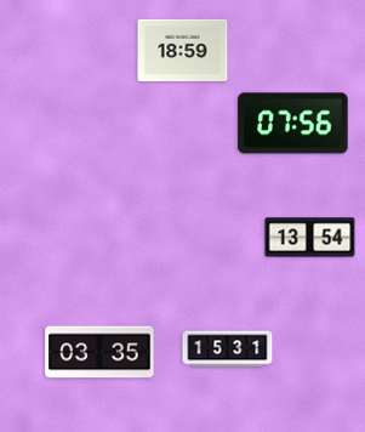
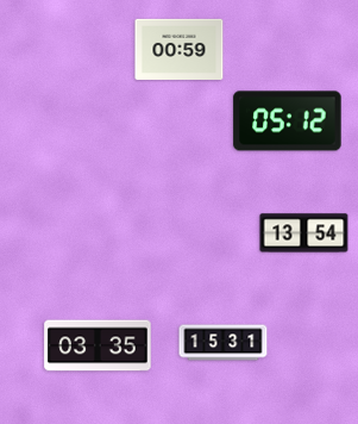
clock at (183, 50): 18:59 -> 00:59
clock at (293, 124): 07:56 -> 05:12
